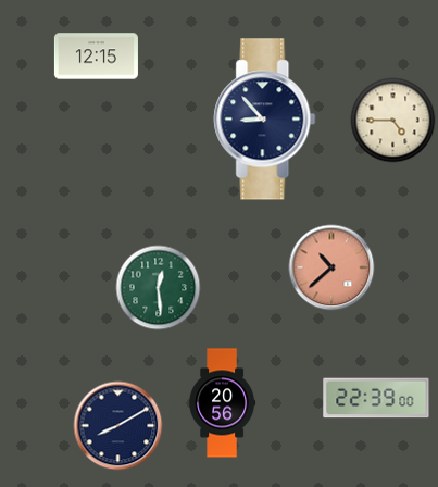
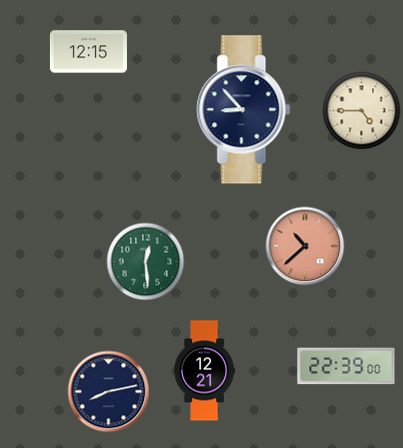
clock at (158, 287) position: (158, 287) -> (145, 261)
clock at (223, 403): 20:56 -> 12:21
clock at (117, 425): 8:10 -> 8:13
